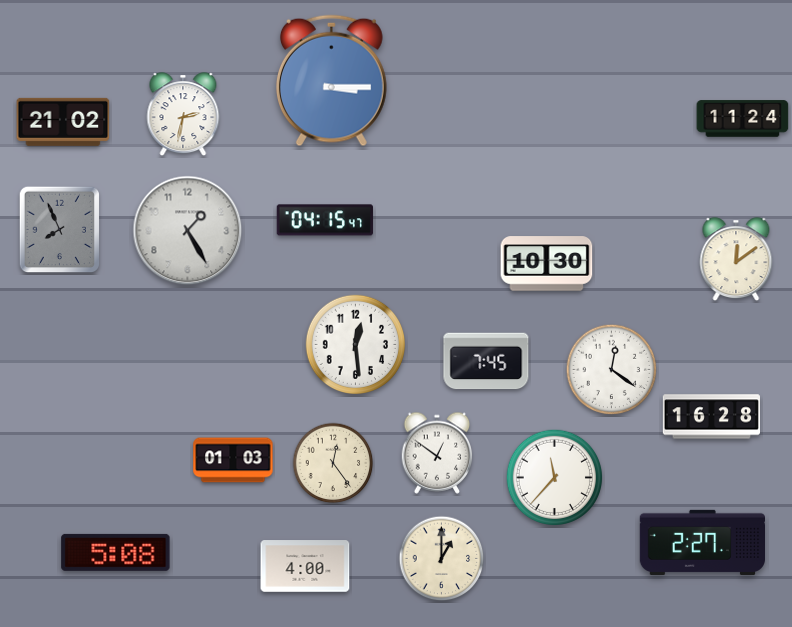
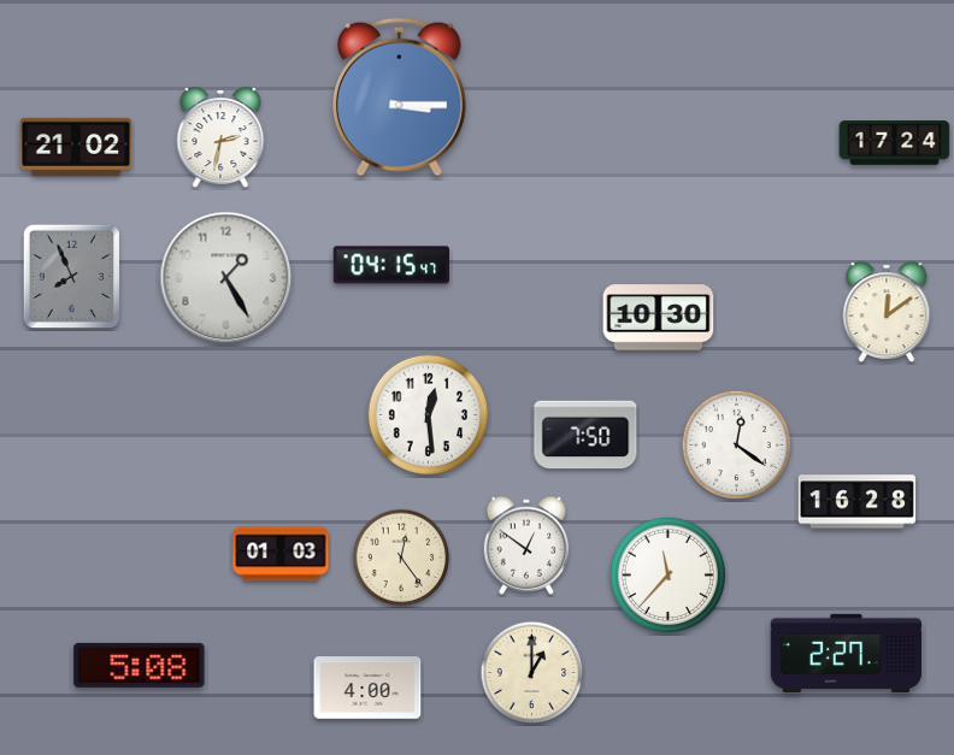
clock at (743, 119): 11:24 -> 17:24
clock at (486, 361): 7:45 -> 7:50
clock at (305, 566) position: (305, 566) -> (367, 688)
